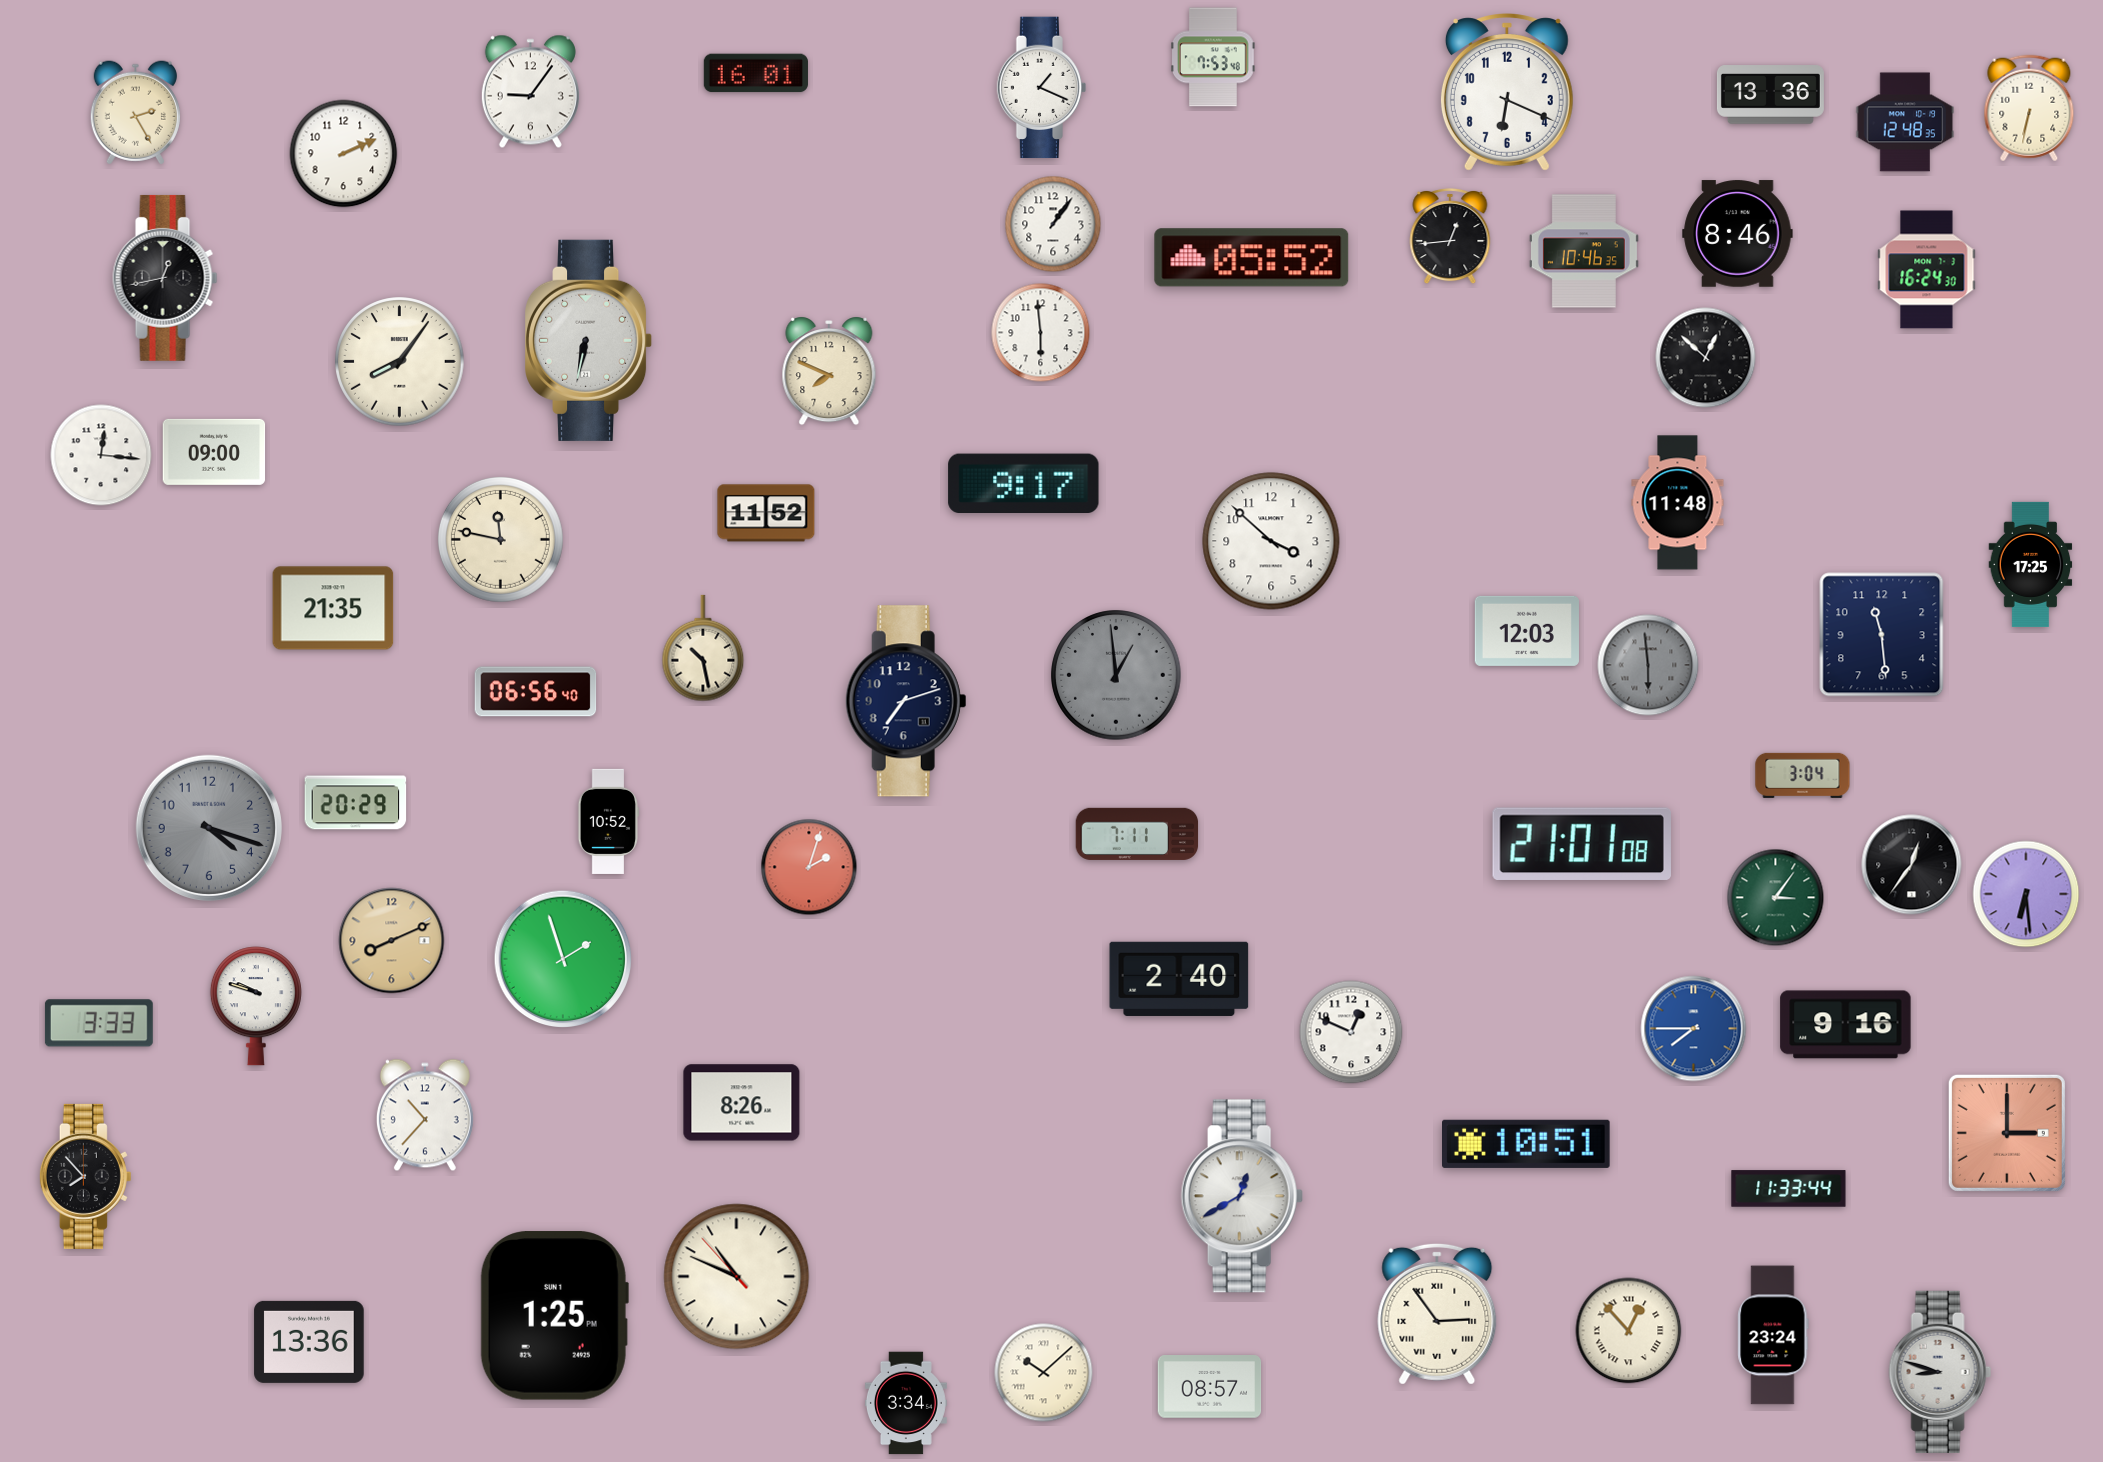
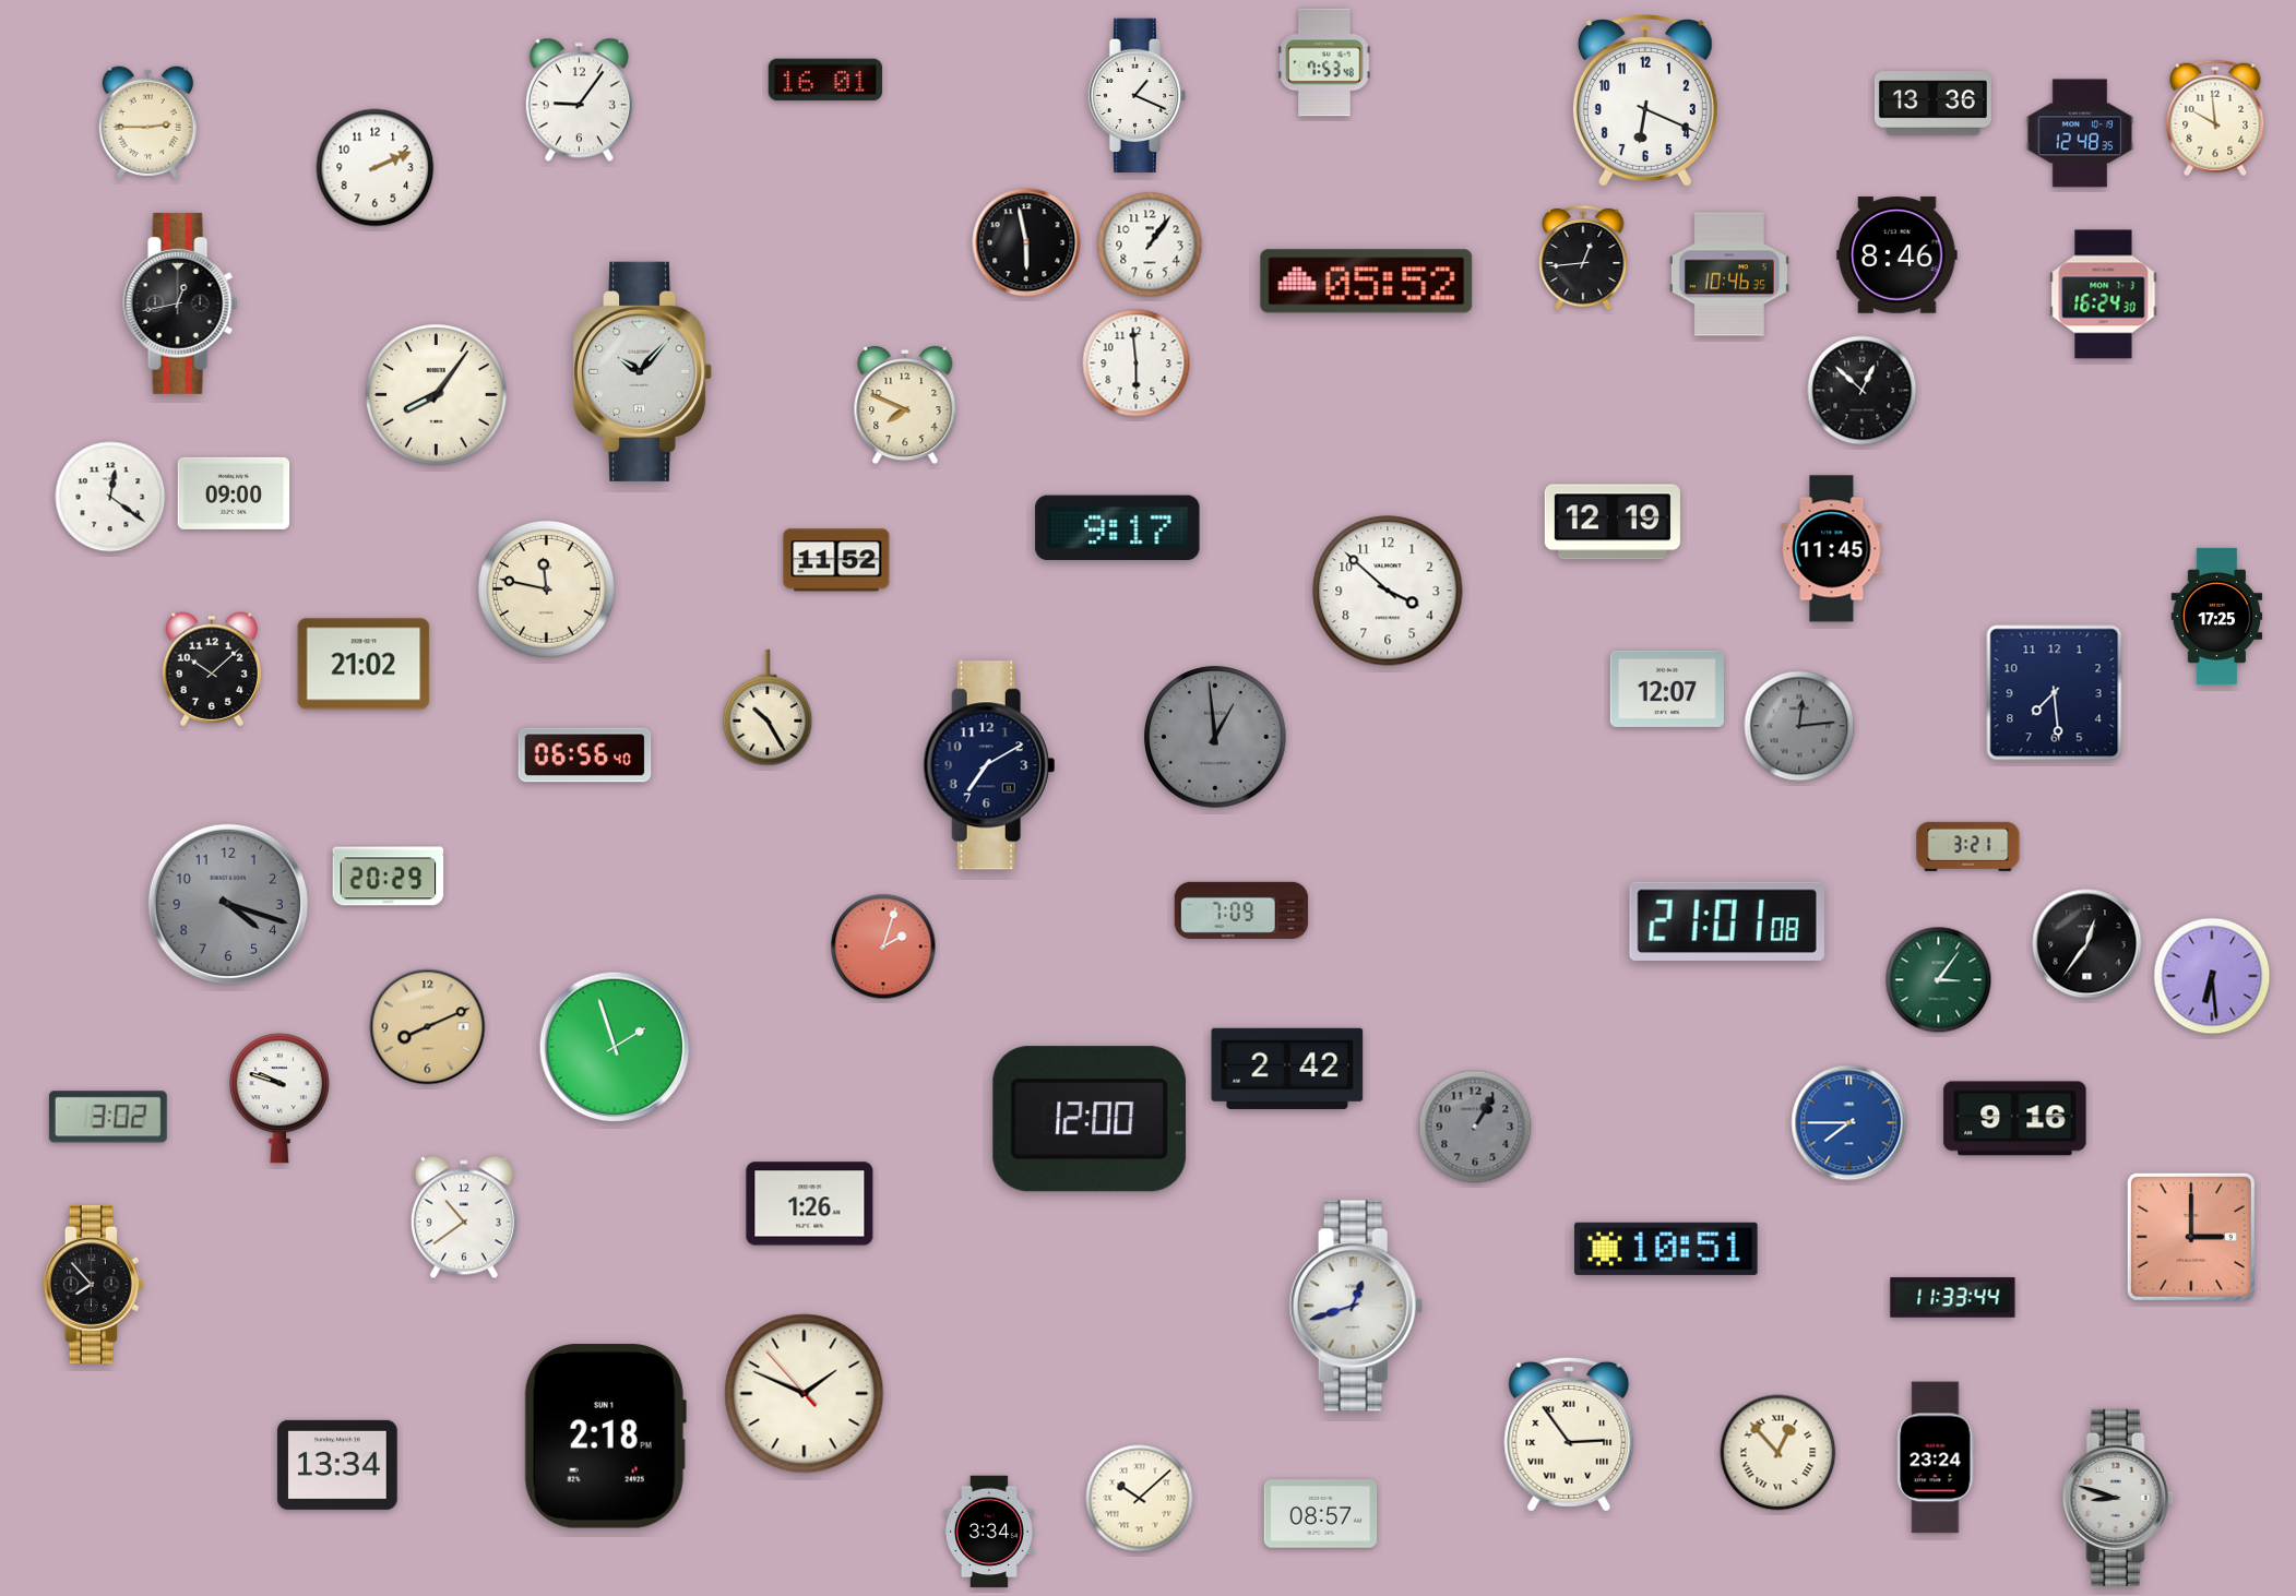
clock at (2029, 108): 6:32 -> 9:59
clock at (135, 113): 2:25 -> 2:45
clock at (1026, 242): none -> 5:58
clock at (590, 340): 6:32 -> 10:07
clock at (101, 455): 12:16 -> 12:21
clock at (1613, 522): none -> 12:19
clock at (1678, 503): 11:48 -> 11:45
clock at (333, 608): 21:35 -> 21:02
clock at (212, 669): none -> 10:08
clock at (1527, 631): 12:03 -> 12:07
clock at (1882, 635): 11:29 -> 7:29
clock at (703, 648): 10:28 -> 10:25
clock at (1648, 665): 5:59 -> 12:14
clock at (1116, 675) position: (1116, 675) -> (1215, 737)
clock at (906, 701): 7:12 -> 7:10
clock at (1803, 775): 3:04 -> 3:21
clock at (608, 821): 10:52 -> none
clock at (1137, 834): 7:11 -> 7:09
clock at (1179, 979): 2:40 -> 2:42
clock at (99, 1023): 3:33 -> 3:02
clock at (1090, 1119): none -> 12:00
clock at (1351, 1032): 12:49 -> 1:05
clock at (1351, 1032) dial: white -> grey
clock at (742, 1103): 8:26 -> 1:26
clock at (425, 1115): 10:37 -> 10:39
clock at (1242, 1196): 12:40 -> 12:42
clock at (737, 1277): 10:48 -> 1:48
clock at (554, 1316): 1:25 -> 2:18
clock at (309, 1342): 13:36 -> 13:34
